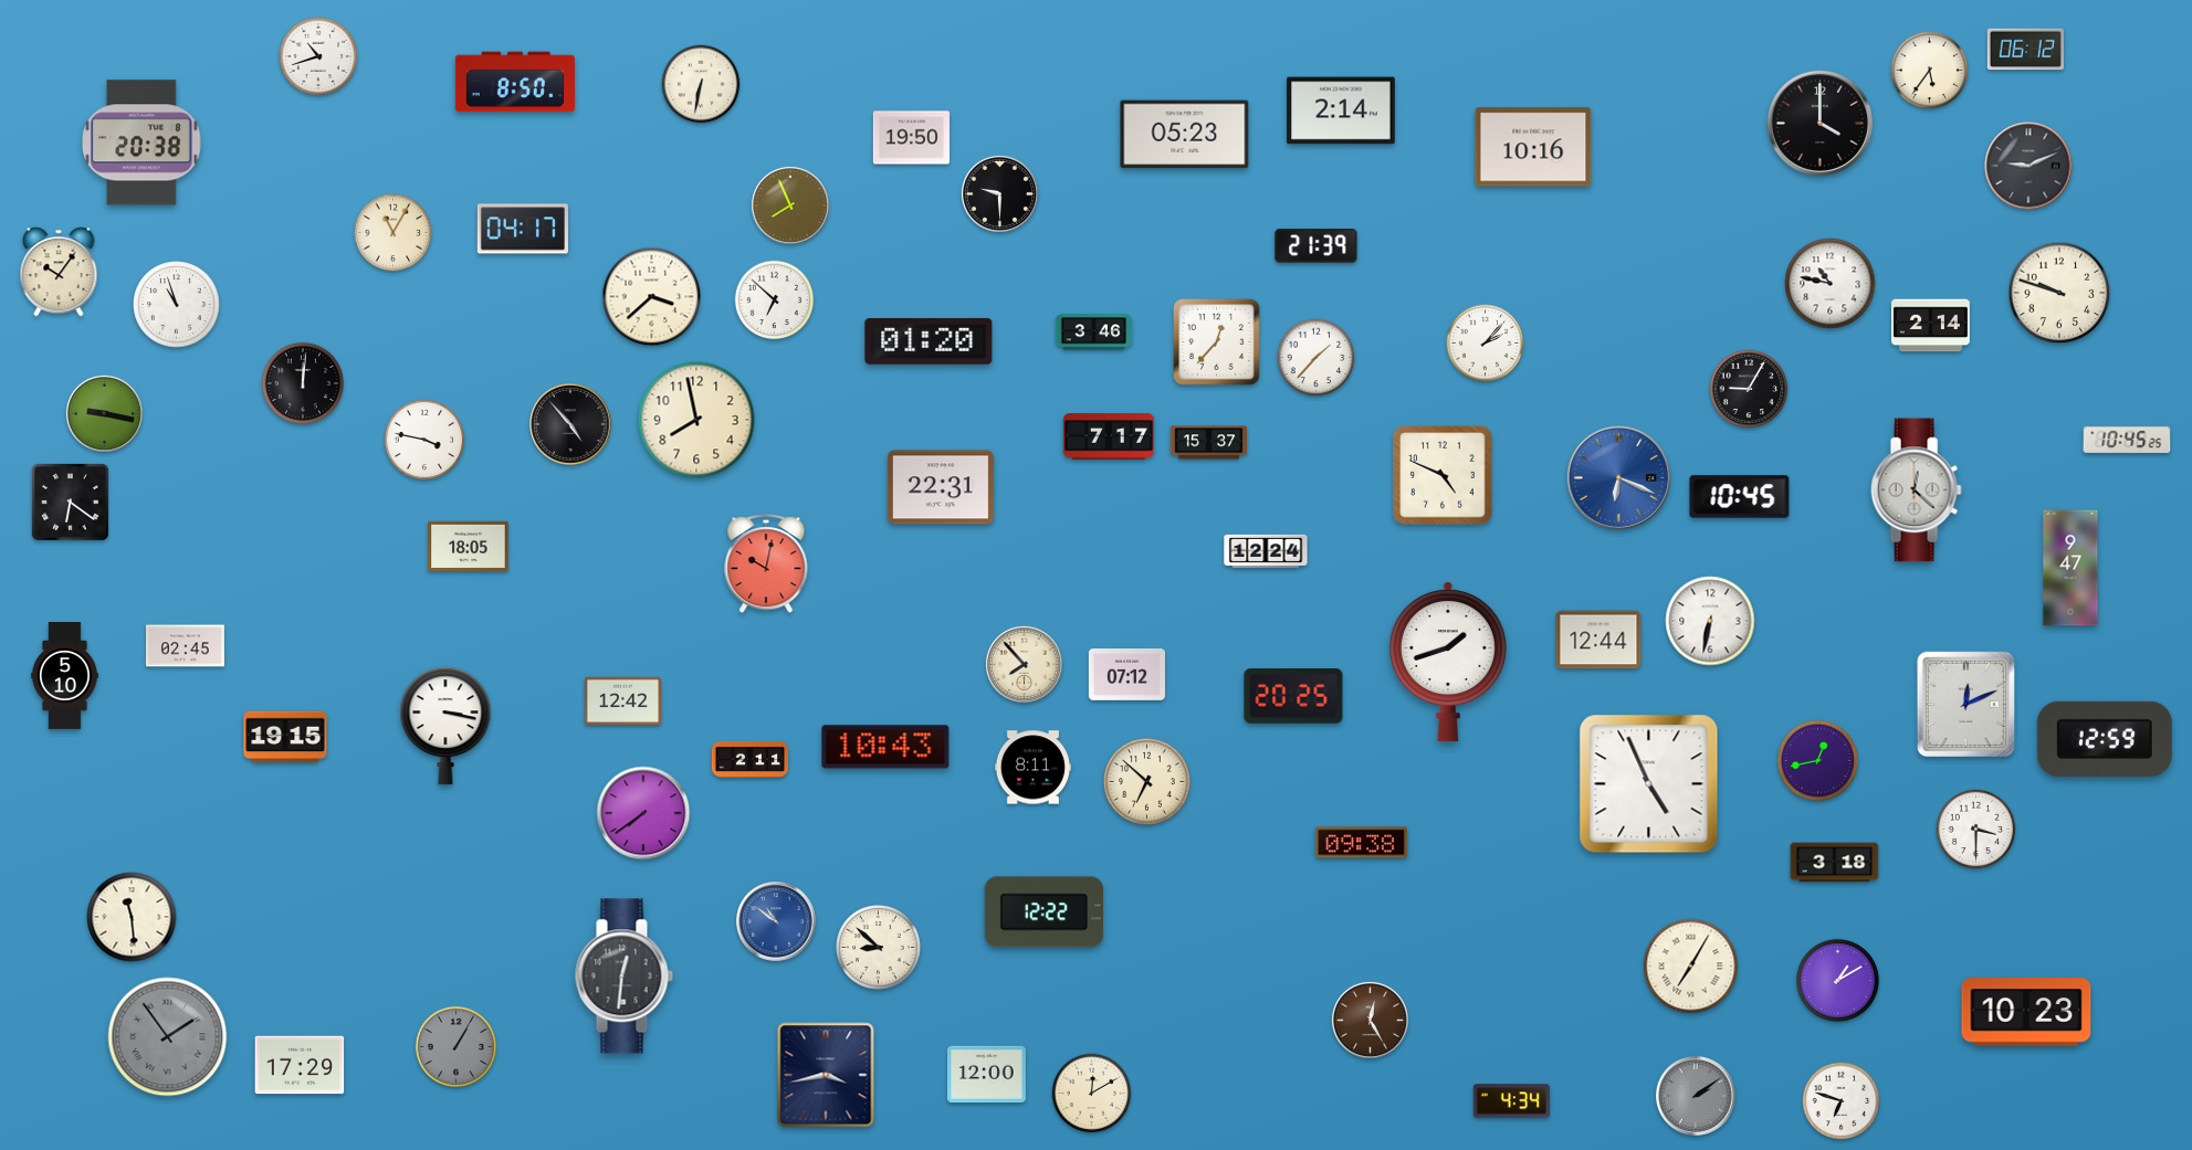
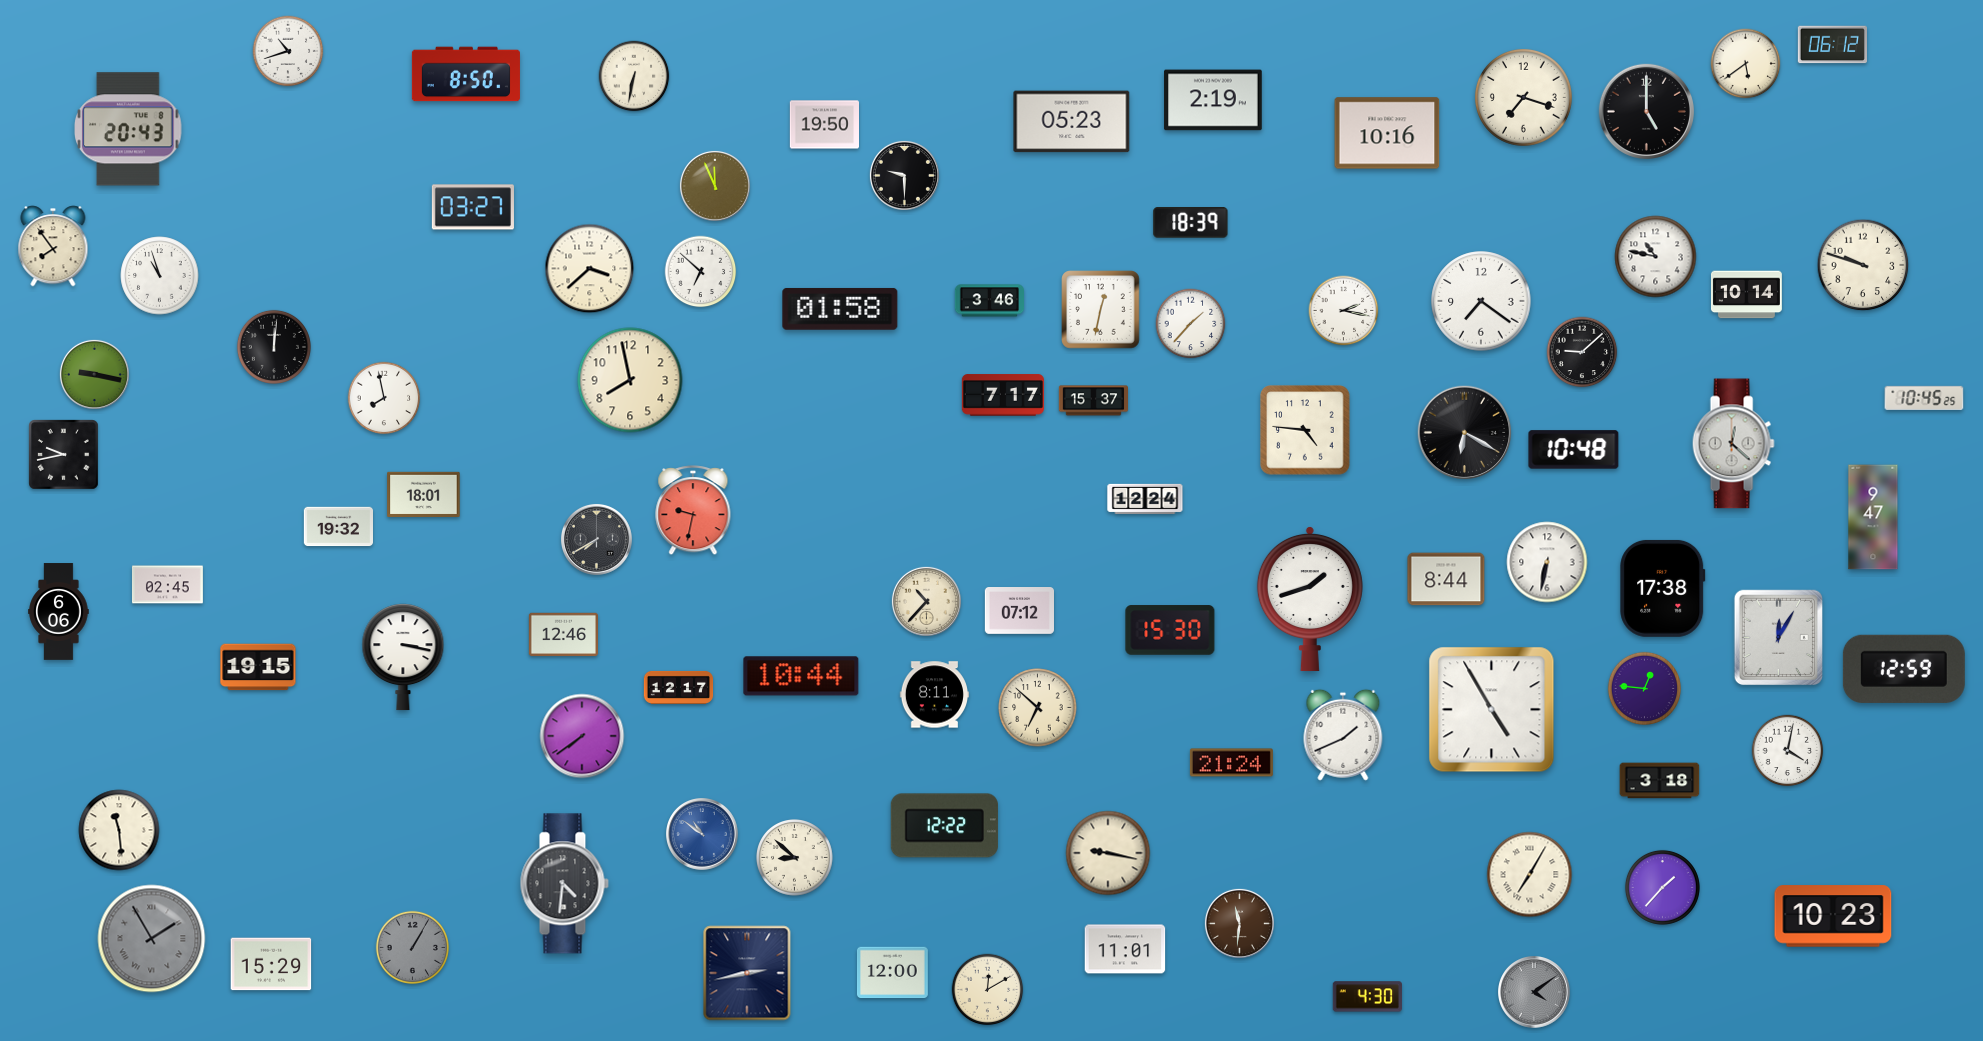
clock at (1930, 71): 5:36 -> 5:39
clock at (1523, 97): none -> 7:18
clock at (1341, 110): 2:14 -> 2:19
clock at (1819, 123): 4:00 -> 5:00
clock at (143, 143): 20:38 -> 20:43
clock at (2028, 166): 9:11 -> none
clock at (790, 205): 7:56 -> 11:56
clock at (523, 229): 04:17 -> 03:27
clock at (394, 233): 11:05 -> none
clock at (1317, 246): 21:39 -> 18:39
clock at (59, 272): 10:06 -> 7:54
clock at (1930, 326): 2:14 -> 10:14
clock at (1481, 301): none -> 7:21
clock at (929, 341): 01:20 -> 01:58
clock at (1217, 342): 12:37 -> 12:32
clock at (1486, 344): 2:07 -> 2:17
clock at (1749, 389): 9:05 -> 9:08
clock at (570, 424): 4:53 -> none
clock at (424, 440): 3:47 -> 7:58
clock at (1443, 475): 4:49 -> 4:46
clock at (1619, 478): 6:19 -> 6:20
clock at (1619, 478) dial: blue -> black
clock at (941, 487): 22:31 -> none
clock at (1740, 497): 10:45 -> 10:48
clock at (71, 503): 6:21 -> 9:43
clock at (469, 547): 18:05 -> 18:01
clock at (766, 565): 10:02 -> 9:32
clock at (2070, 568) position: (2070, 568) -> (1873, 517)
clock at (338, 527): none -> 19:32
clock at (596, 539): none -> 7:40
clock at (1598, 640): 12:44 -> 8:44
clock at (1663, 588): none -> 17:38
clock at (1024, 664): 7:53 -> 10:37
clock at (65, 676): 5:10 -> 6:06
clock at (1293, 696): 20:25 -> 15:30
clock at (622, 701): 12:42 -> 12:46
clock at (1965, 705): 12:11 -> 12:05
clock at (885, 747): 10:43 -> 10:44
clock at (751, 759): 2:11 -> 12:17
clock at (1817, 760): 12:43 -> 12:46
clock at (1649, 784): 4:56 -> 4:55
clock at (1343, 735): none -> 1:41
clock at (1976, 830): 3:30 -> 4:02
clock at (1361, 843): 09:38 -> 21:24
clock at (1108, 853): none -> 9:17
clock at (623, 977): 12:31 -> 4:31
clock at (1837, 980): 1:10 -> 1:37
clock at (1370, 1020): 12:25 -> 11:31
clock at (168, 1037): 1:54 -> 1:55
clock at (1125, 949): none -> 11:01
clock at (300, 1065): 17:29 -> 15:29
clock at (826, 1075): 3:43 -> 2:43
clock at (1697, 1097): 2:09 -> 4:09
clock at (1511, 1101): 4:34 -> 4:30
clock at (1842, 1101): 6:48 -> none
